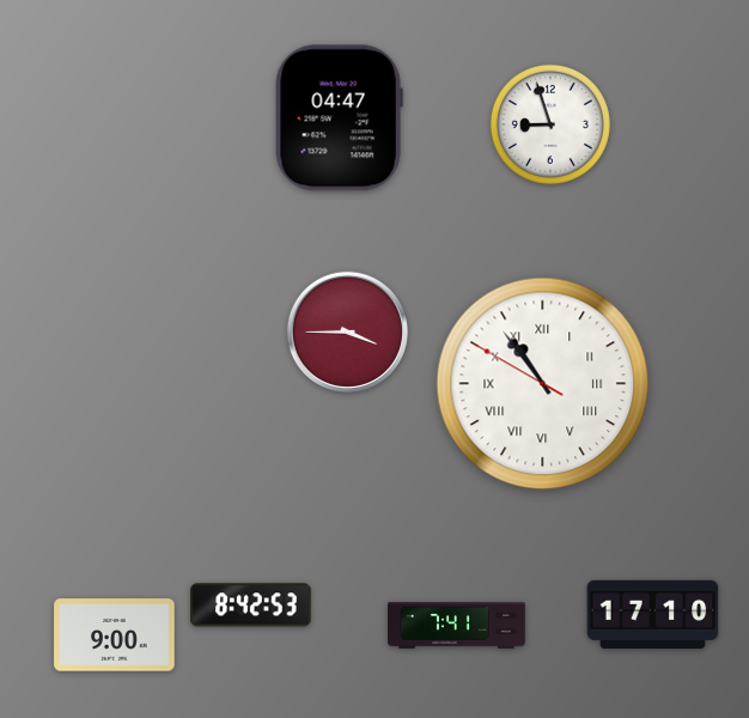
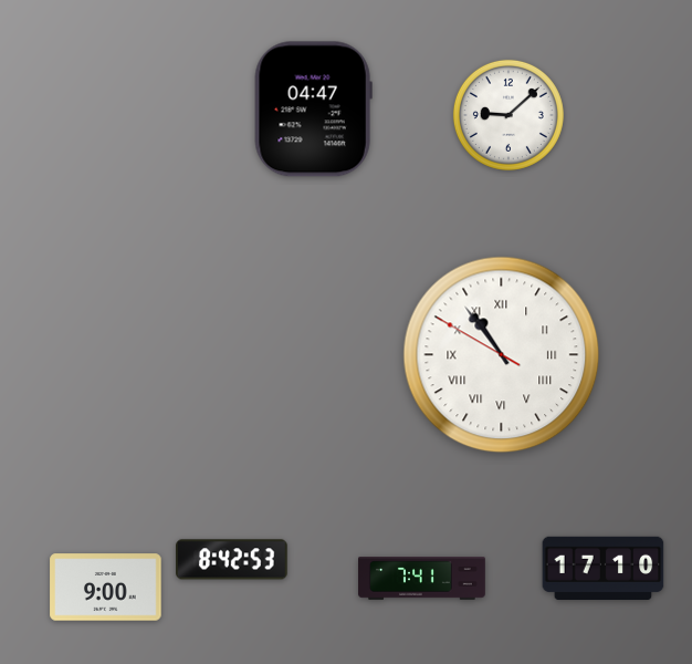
clock at (550, 124): 8:57 -> 9:08
clock at (347, 331): 3:45 -> none
